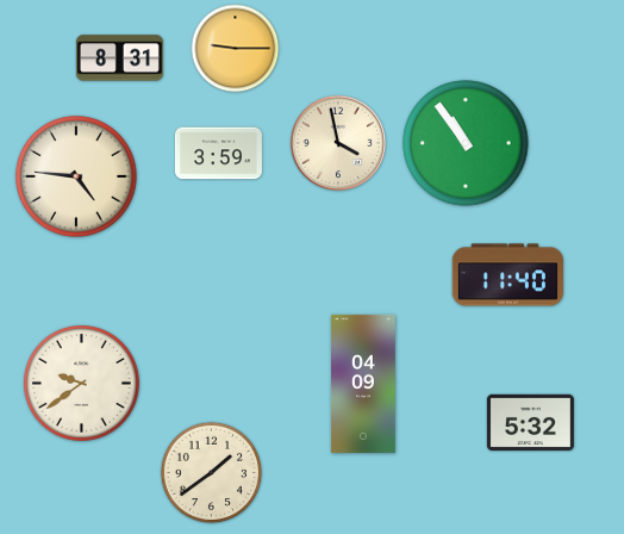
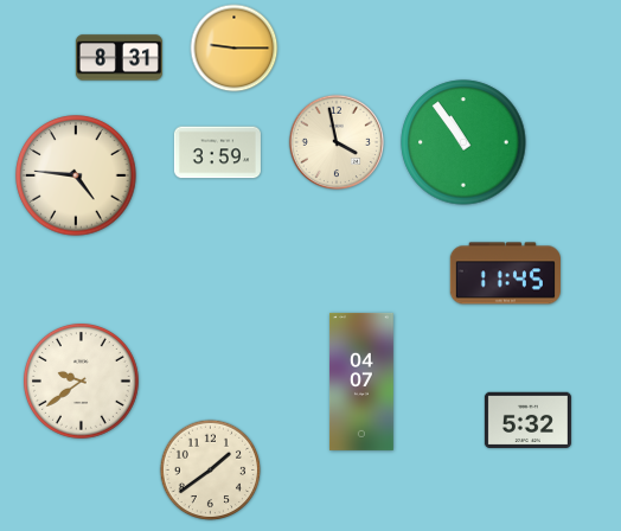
clock at (507, 275): 11:40 -> 11:45
clock at (364, 384): 04:09 -> 04:07
